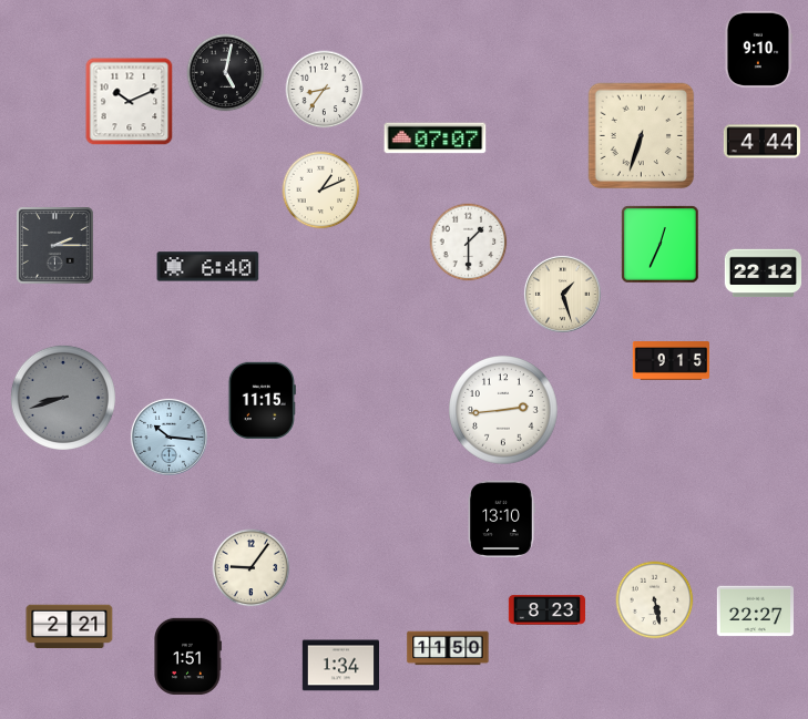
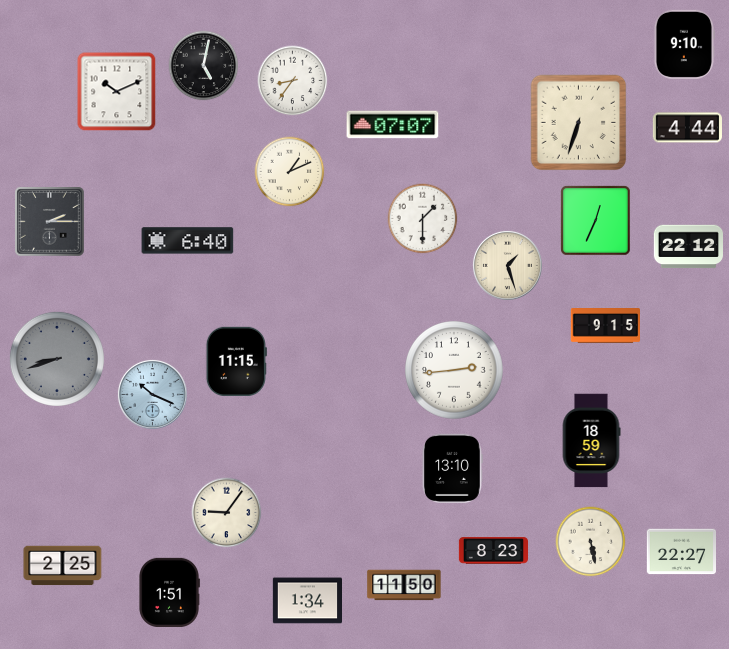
clock at (168, 436): 10:16 -> 10:19
clock at (591, 441): none -> 18:59
clock at (70, 627): 2:21 -> 2:25
